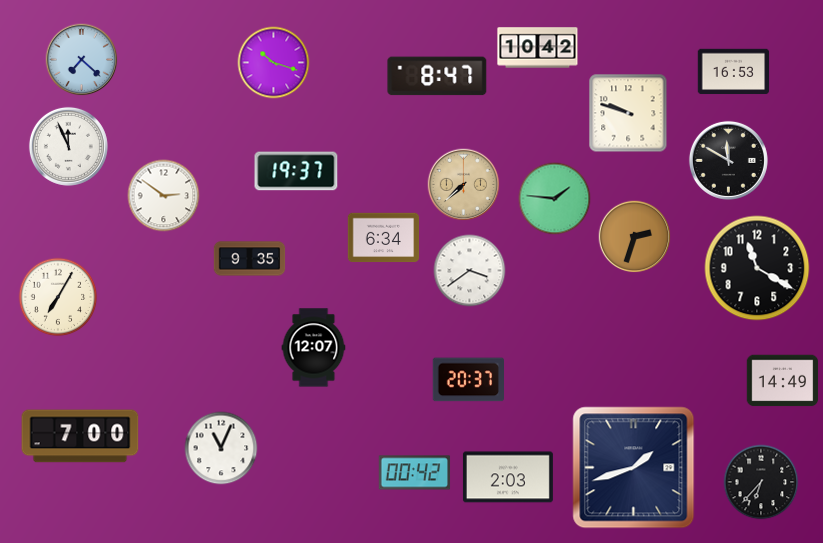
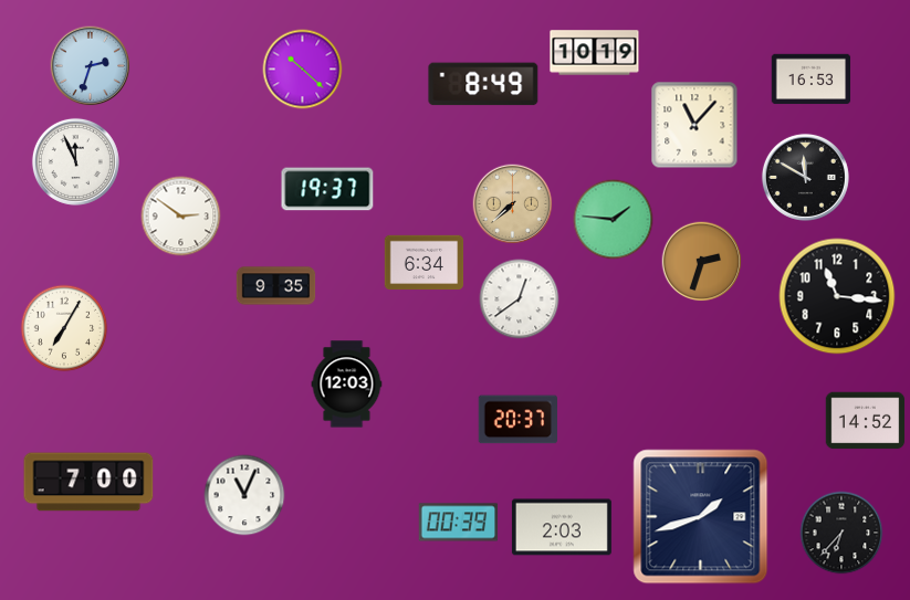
clock at (538, 48): 10:42 -> 10:19
clock at (82, 60): 7:22 -> 2:33
clock at (274, 63): 10:18 -> 10:22
clock at (437, 76): 8:47 -> 8:49
clock at (628, 113): 9:48 -> 11:07
clock at (757, 268): 11:20 -> 11:16
clock at (470, 271): 3:39 -> 12:39
clock at (314, 348): 12:07 -> 12:03
clock at (783, 381): 14:49 -> 14:52
clock at (415, 473): 00:42 -> 00:39
